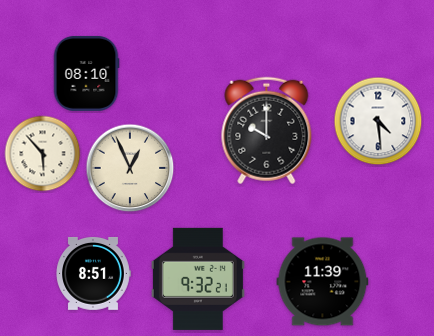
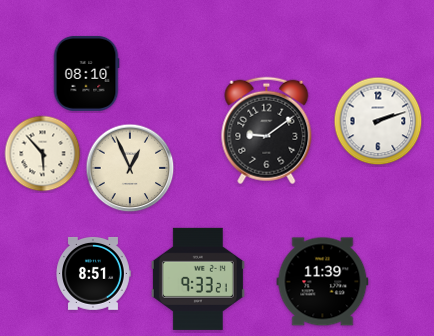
clock at (378, 121): 4:29 -> 2:12
clock at (267, 131): 10:00 -> 9:09
clock at (198, 279): 9:32 -> 9:33
